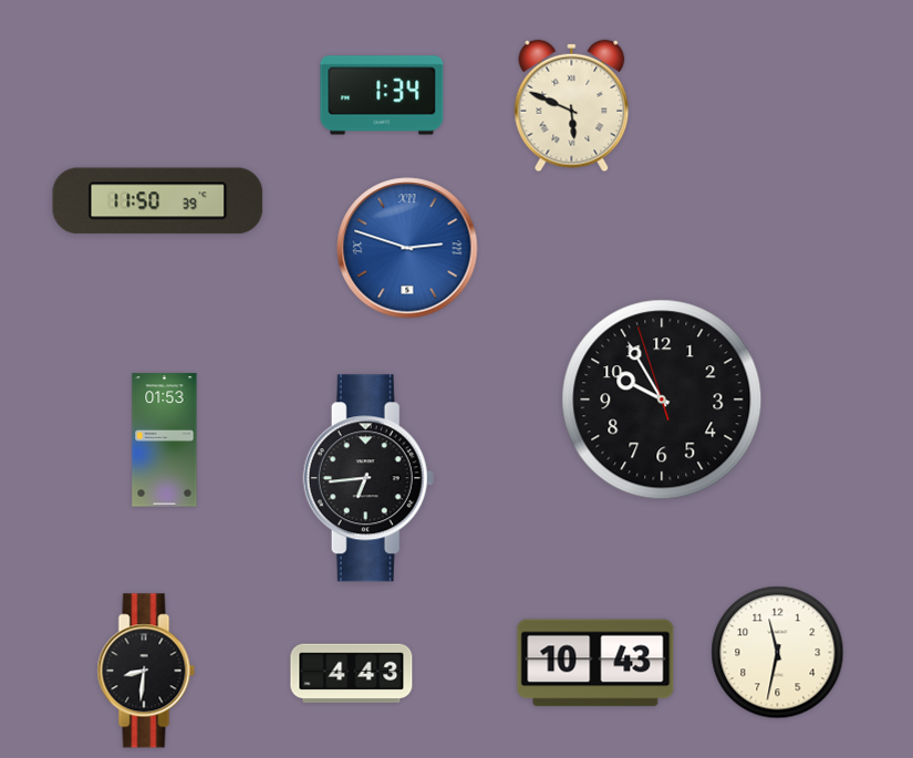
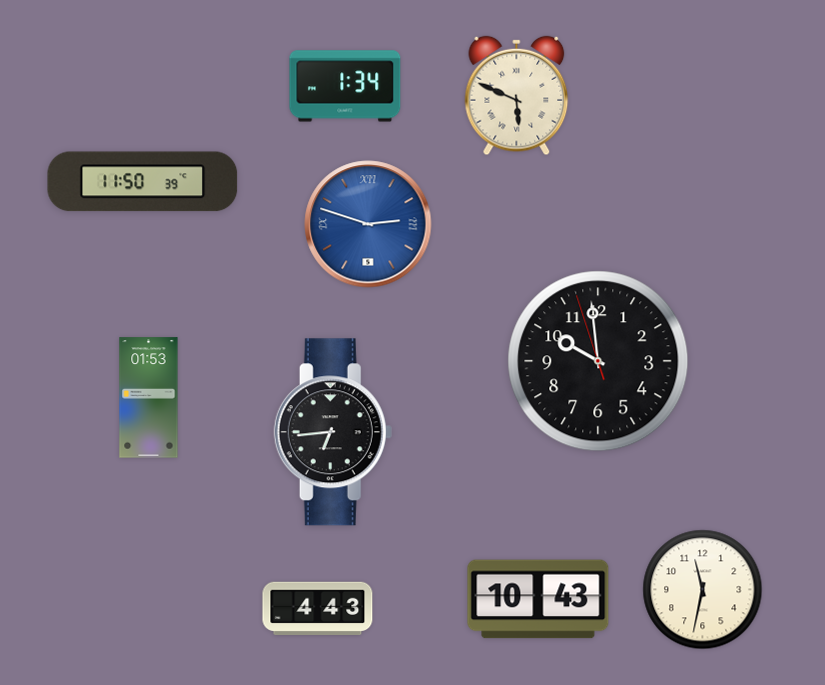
clock at (662, 399): 9:54 -> 9:58
clock at (146, 671): 8:31 -> none
